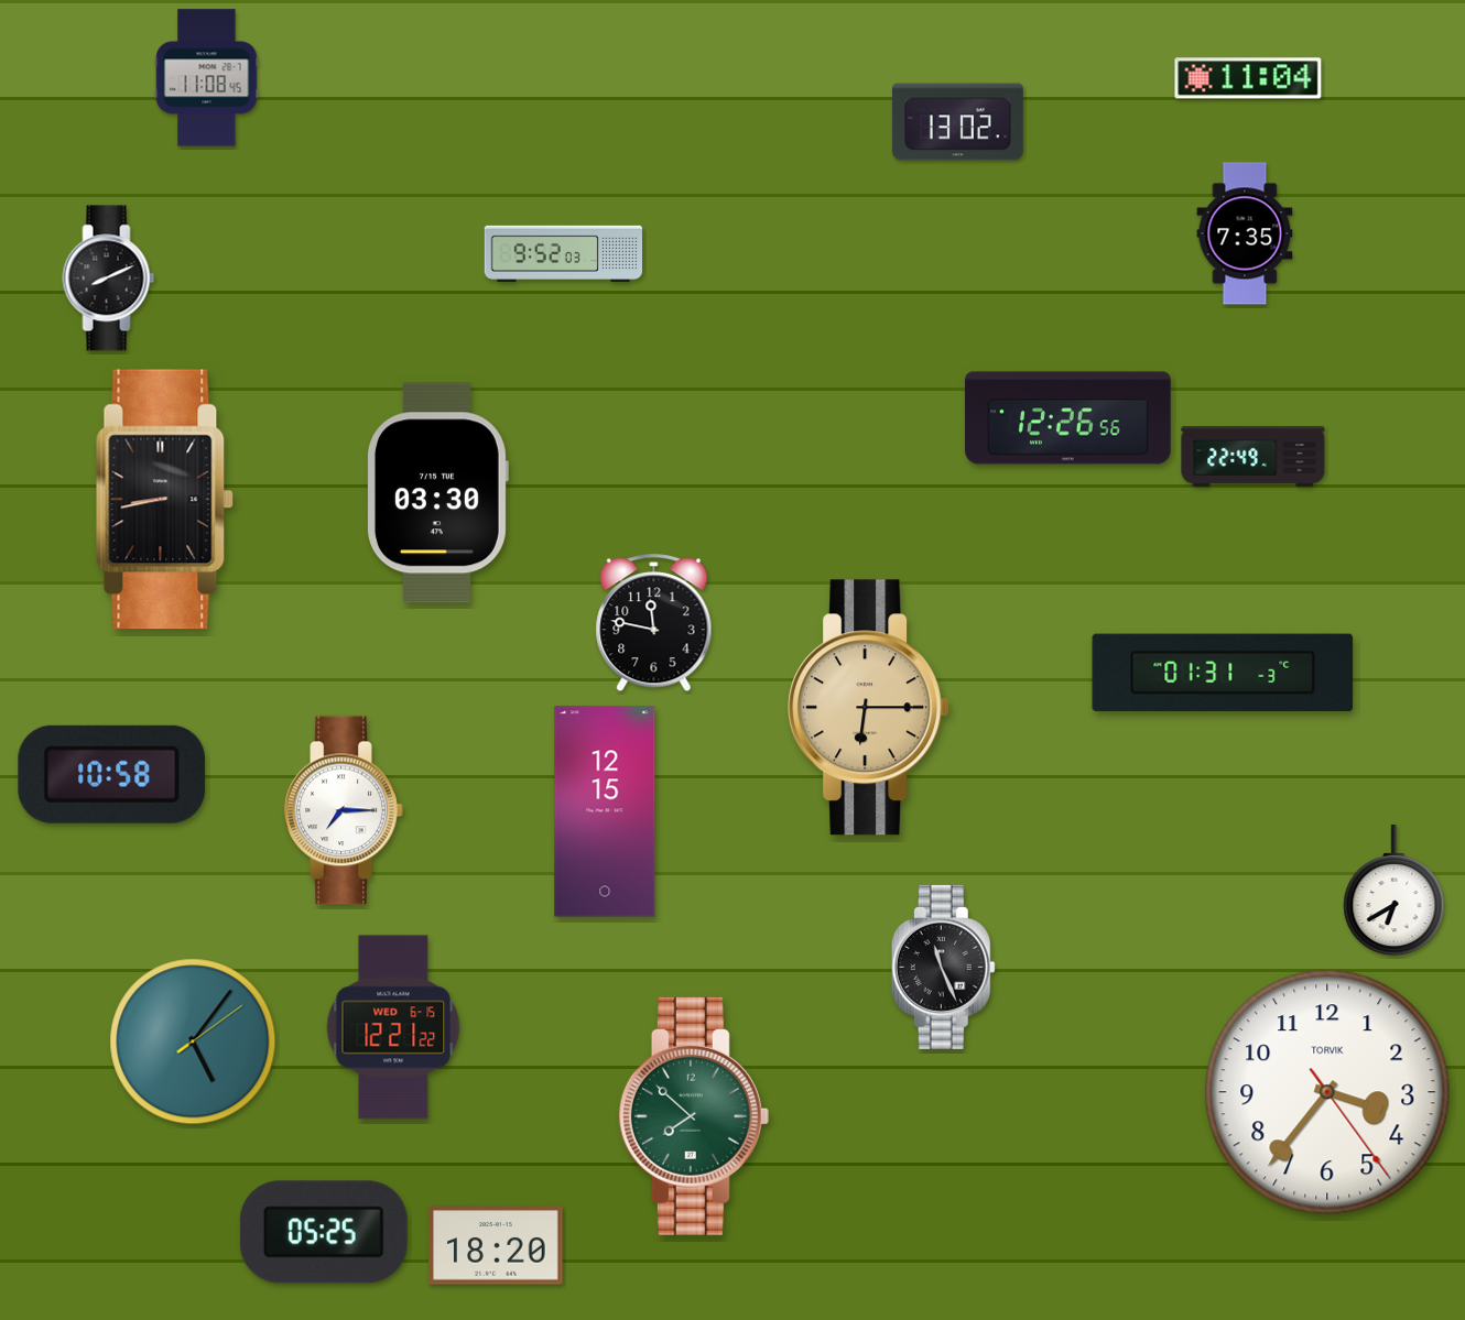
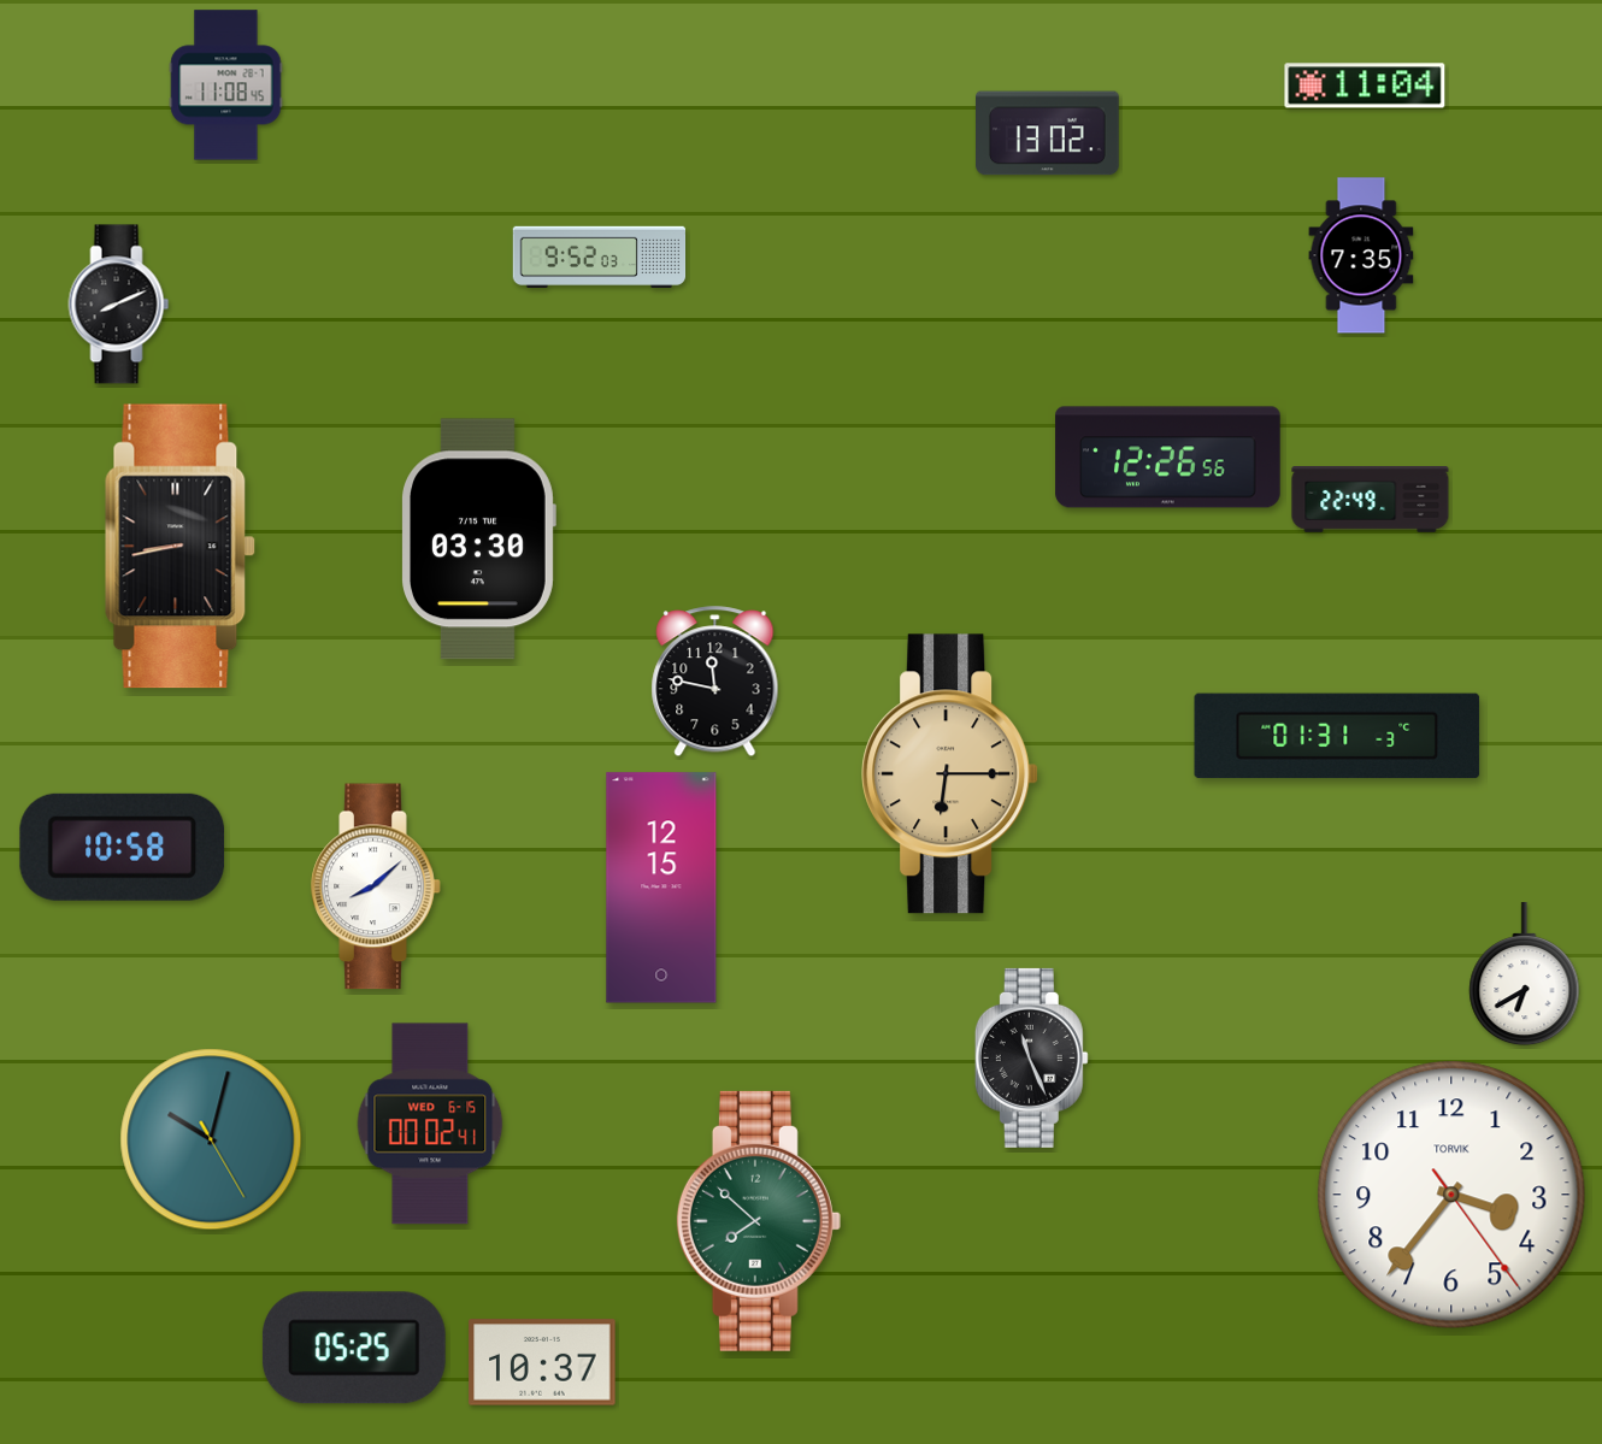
clock at (564, 253) position: (564, 253) -> (600, 257)
clock at (344, 810): 7:15 -> 8:08
clock at (393, 1027): 12:21 -> 00:02
clock at (193, 1041): 5:06 -> 10:02
clock at (496, 1245): 18:20 -> 10:37
